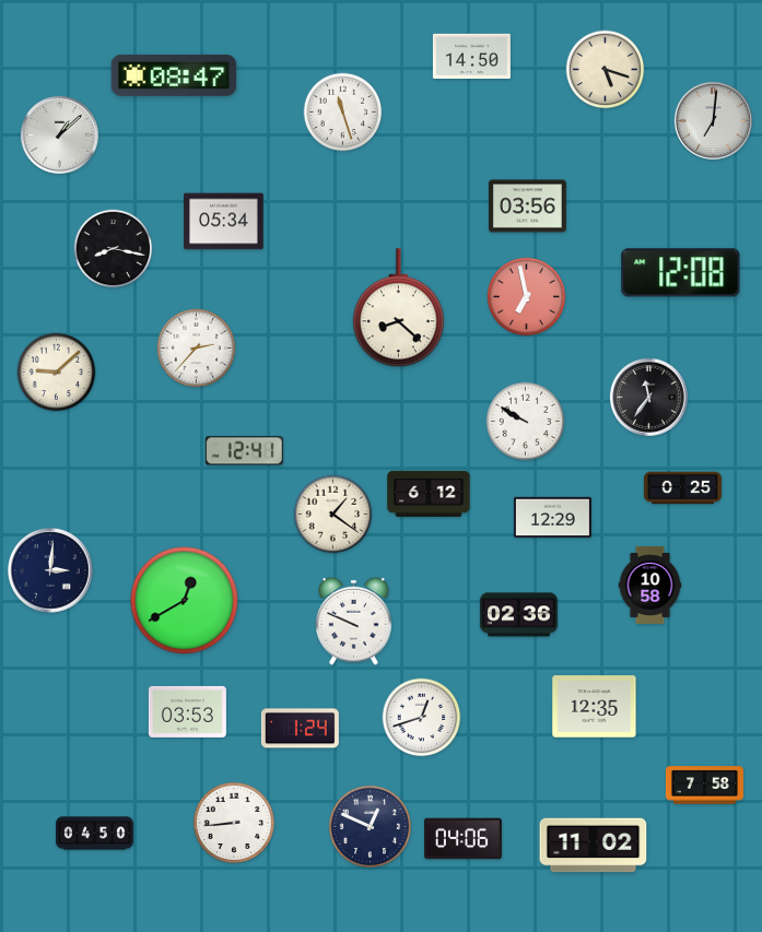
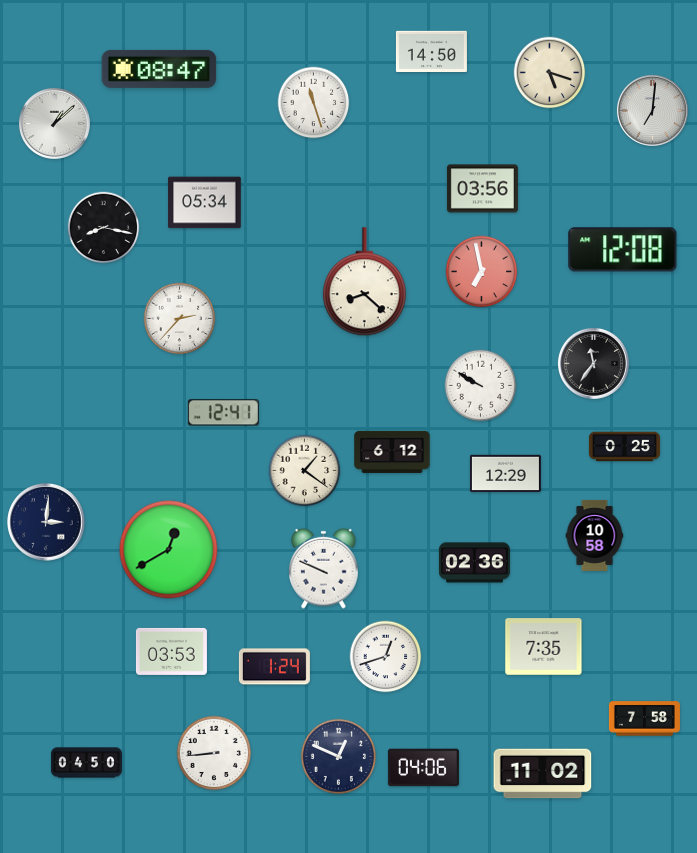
clock at (606, 70) position: (606, 70) -> (550, 73)
clock at (57, 373): 9:08 -> none
clock at (595, 707): 12:35 -> 7:35
